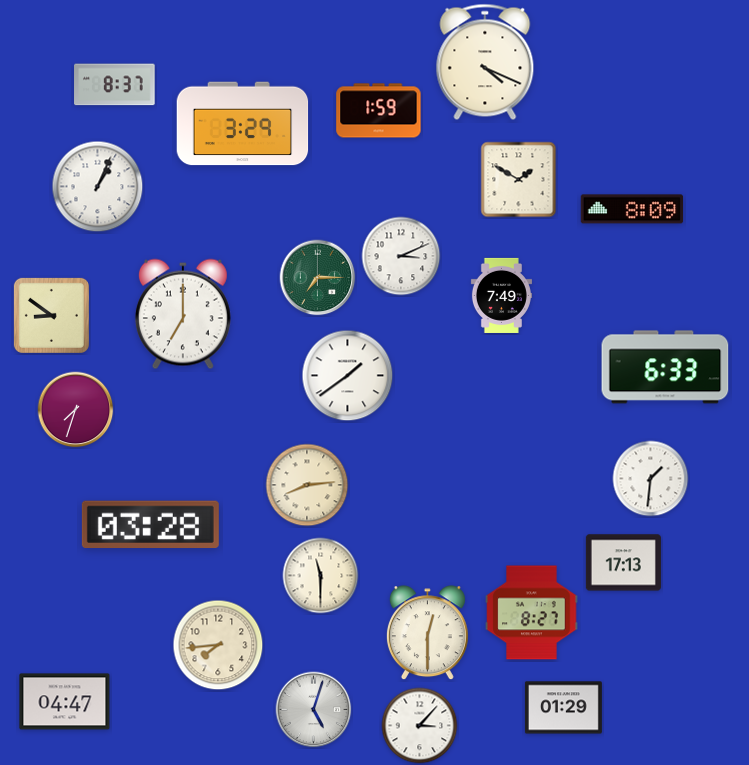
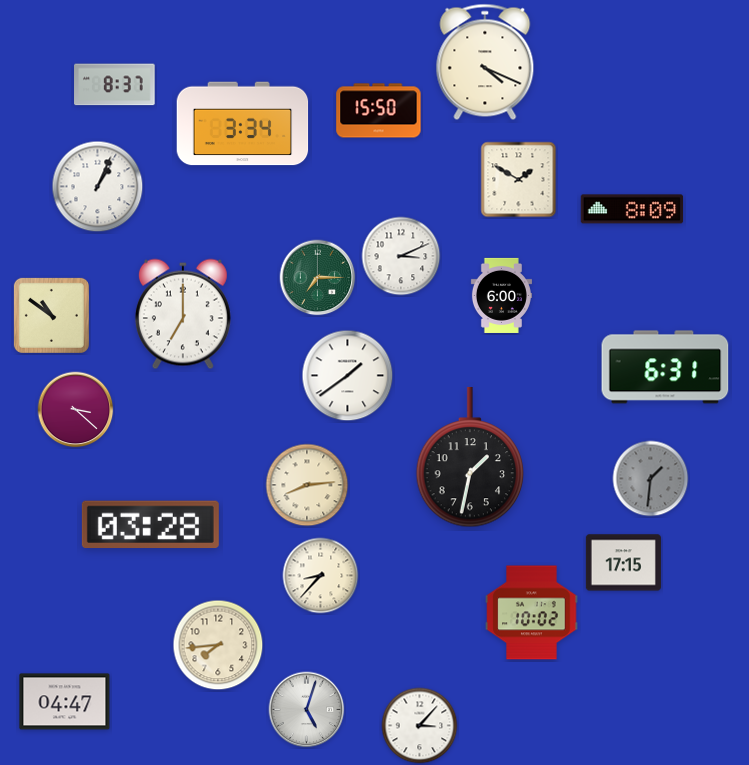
clock at (379, 111): 1:59 -> 15:50
clock at (243, 124): 3:29 -> 3:34
clock at (501, 295): 7:49 -> 6:00
clock at (51, 315): 8:51 -> 10:51
clock at (665, 367): 6:33 -> 6:31
clock at (76, 410): 7:33 -> 3:22
clock at (470, 457): none -> 1:32
clock at (651, 479) dial: white -> grey
clock at (623, 563): 17:13 -> 17:15
clock at (321, 576): 11:30 -> 8:37
clock at (532, 613): 8:27 -> 10:02
clock at (427, 633): 12:30 -> none
clock at (563, 708): 01:29 -> none
clock at (314, 710) position: (314, 710) -> (307, 710)
